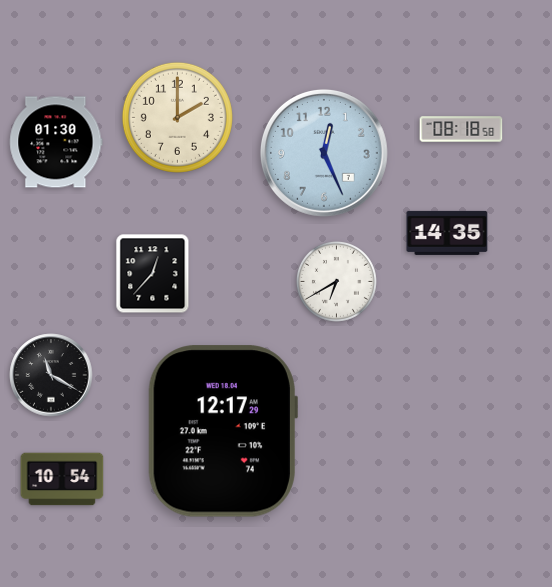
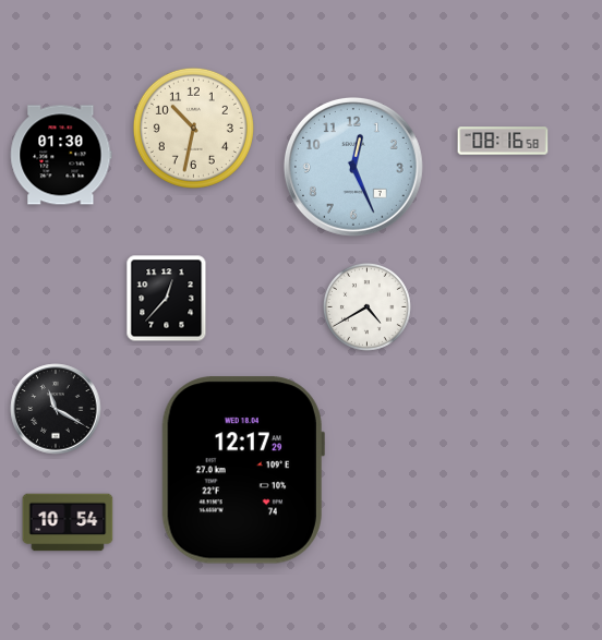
clock at (177, 117): 2:00 -> 10:32
clock at (461, 129): 08:18 -> 08:16
clock at (447, 233): 14:35 -> none
clock at (336, 281): 6:40 -> 4:40
